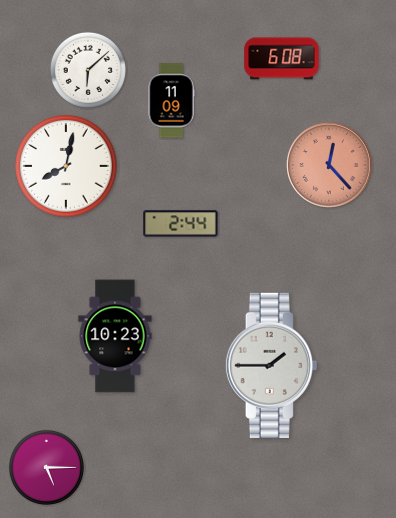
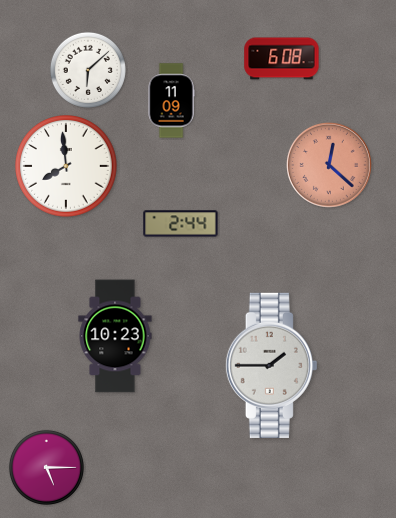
clock at (66, 166): 8:02 -> 7:59
clock at (330, 166): 12:23 -> 12:22
